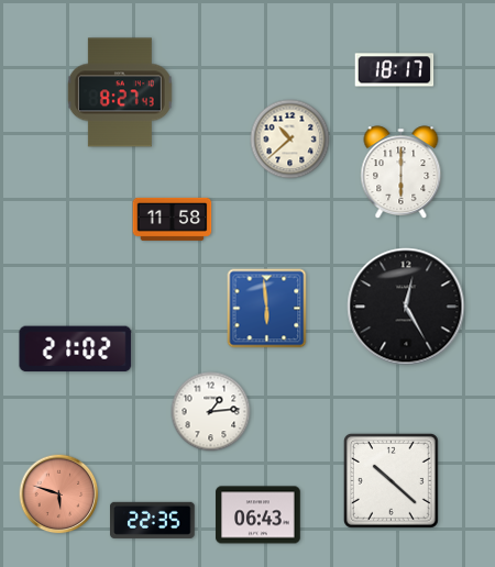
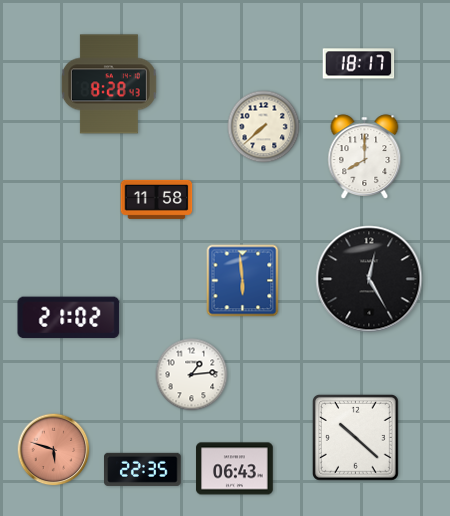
clock at (120, 92): 8:27 -> 8:28
clock at (290, 140): 10:38 -> 7:38
clock at (402, 171): 6:00 -> 8:00
clock at (153, 520) position: (153, 520) -> (143, 469)
